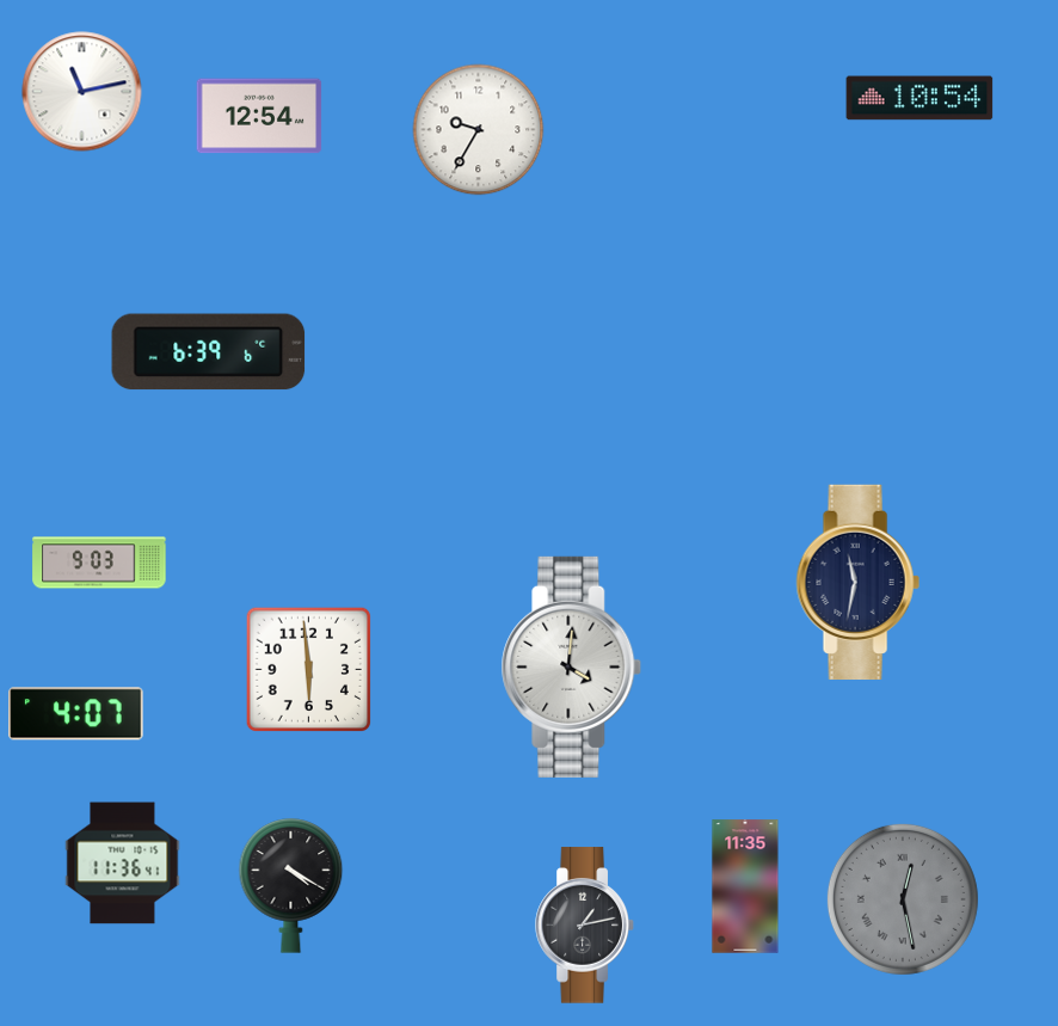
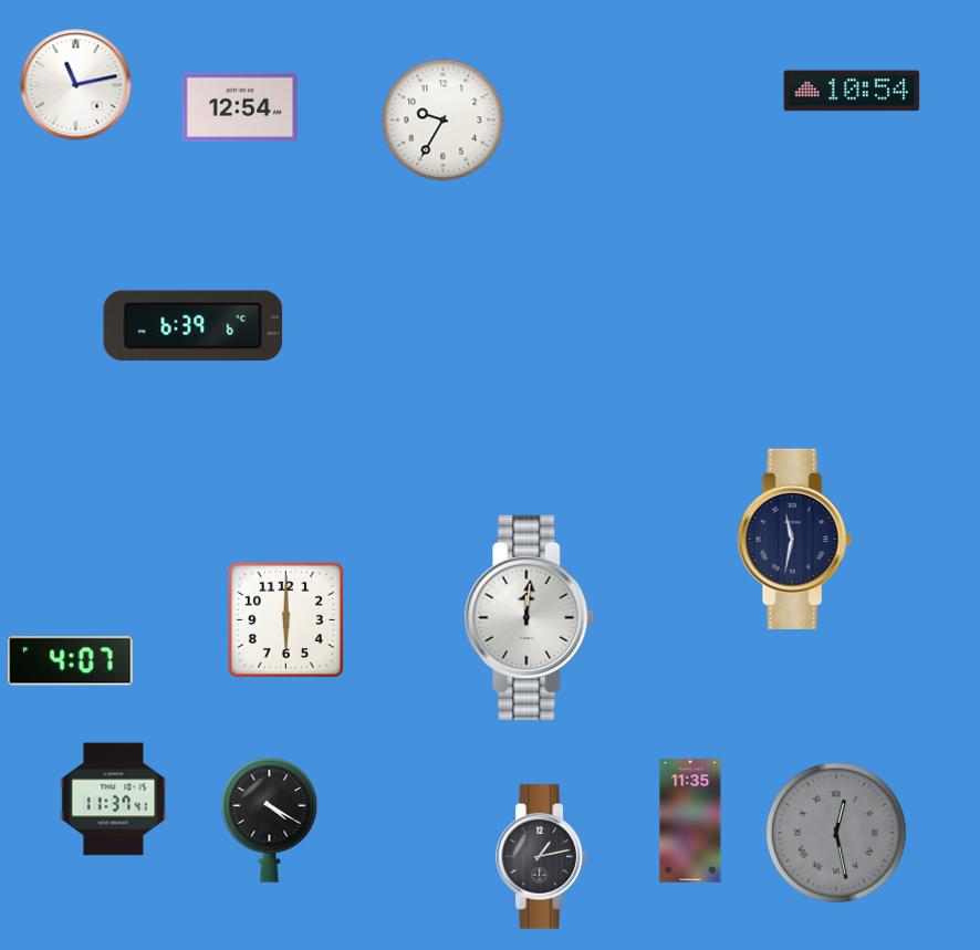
clock at (99, 563): 9:03 -> none
clock at (572, 666): 4:01 -> 12:01
clock at (308, 669): 5:59 -> 6:00
clock at (123, 864): 11:36 -> 11:37
